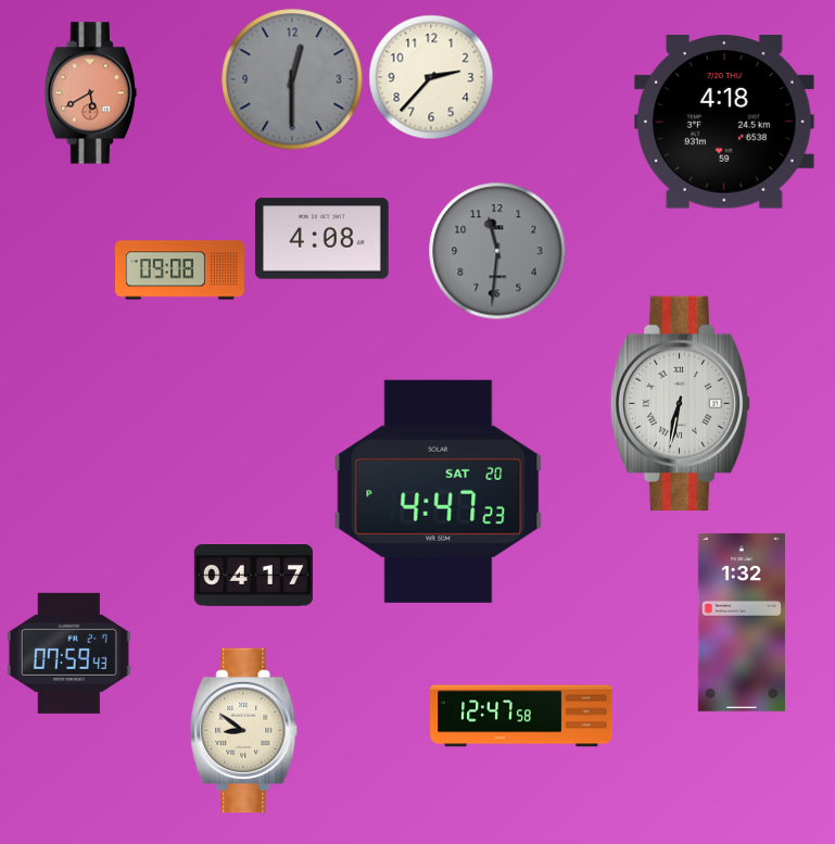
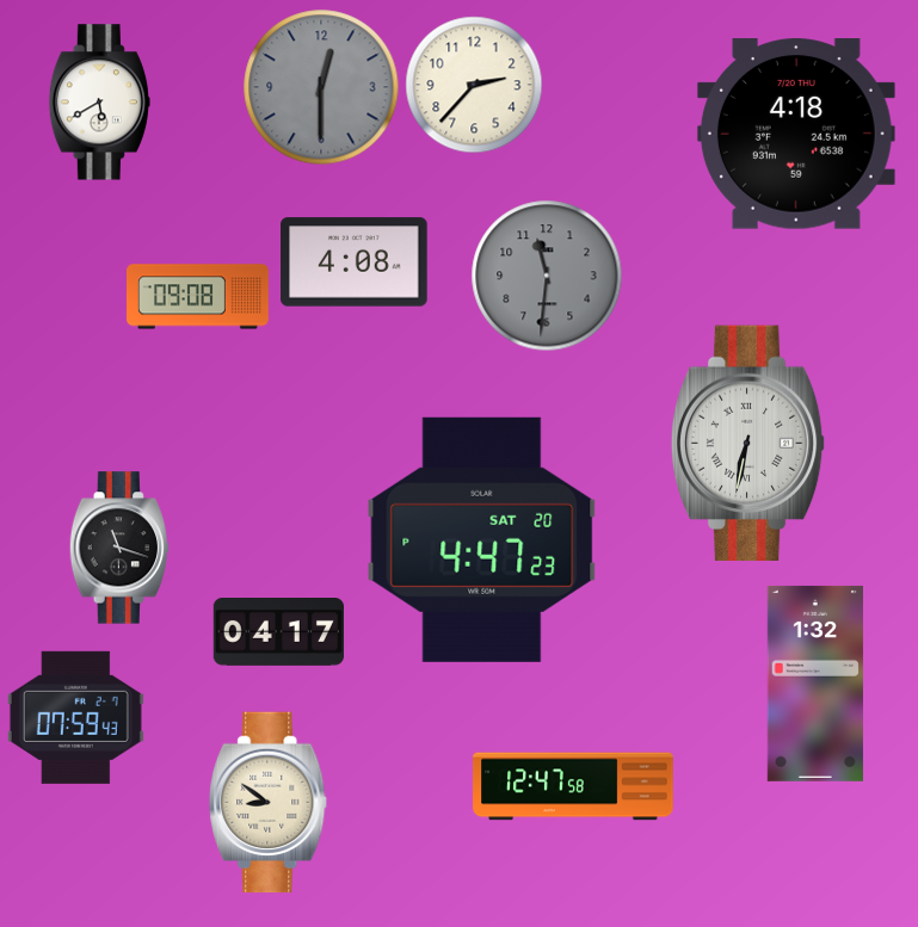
clock at (90, 93) dial: salmon -> white
clock at (119, 548): none -> 11:18
